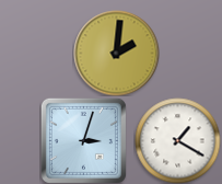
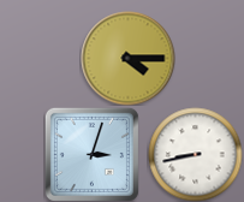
clock at (116, 53): 2:01 -> 4:15
clock at (177, 140): 1:20 -> 8:43
